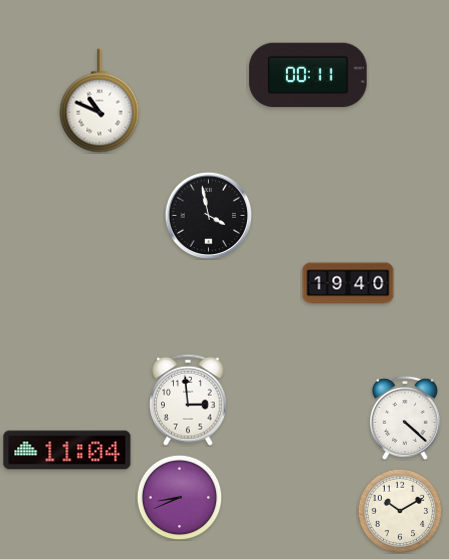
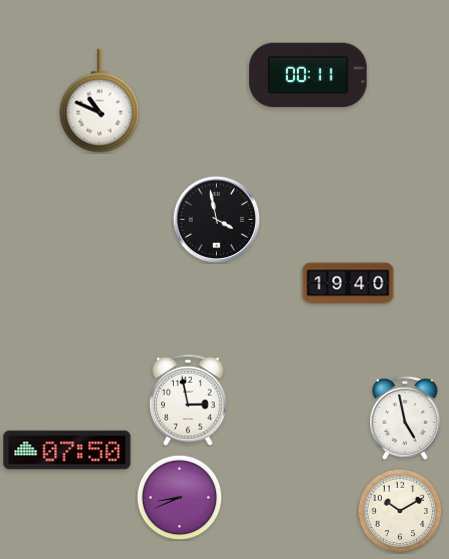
clock at (208, 215) position: (208, 215) -> (216, 219)
clock at (189, 400): 2:59 -> 2:58
clock at (405, 418): 4:22 -> 4:58
clock at (67, 450): 11:04 -> 07:50
